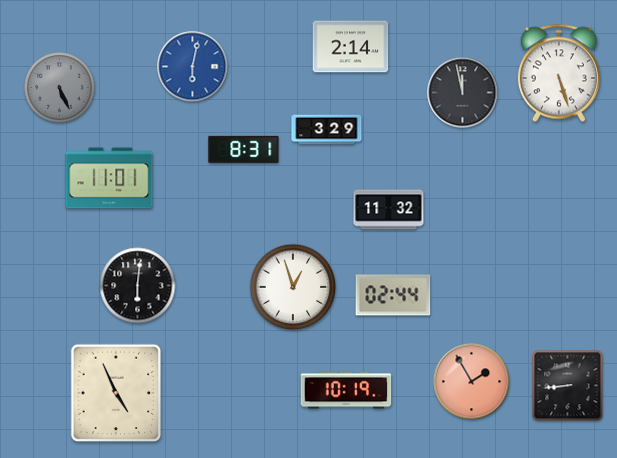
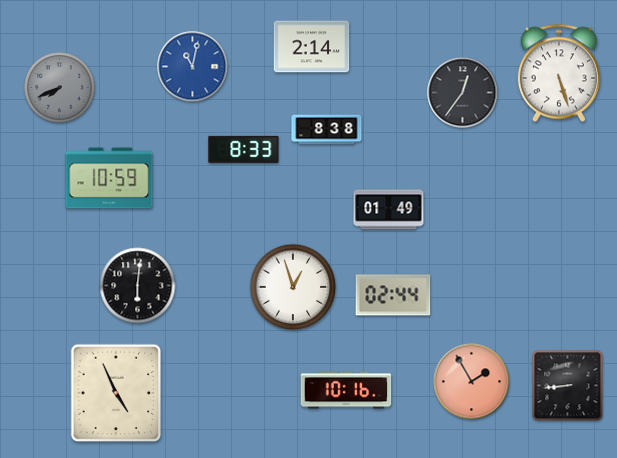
clock at (351, 47) position: (351, 47) -> (312, 47)
clock at (193, 67): 6:02 -> 11:02
clock at (60, 88): 5:26 -> 7:41
clock at (463, 93): 11:58 -> 12:36
clock at (327, 130): 3:29 -> 8:38
clock at (244, 149): 8:31 -> 8:33
clock at (109, 178): 11:01 -> 10:59
clock at (389, 210): 11:32 -> 01:49
clock at (346, 390): 10:19 -> 10:16
